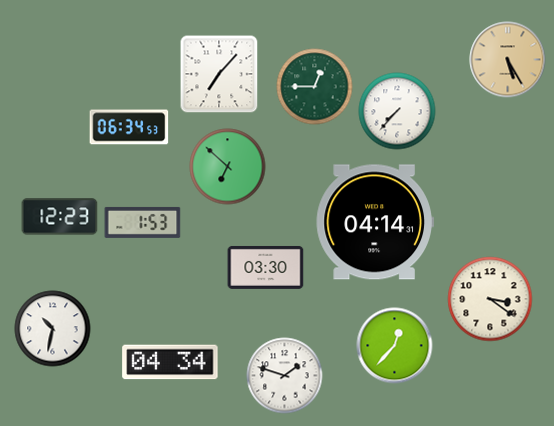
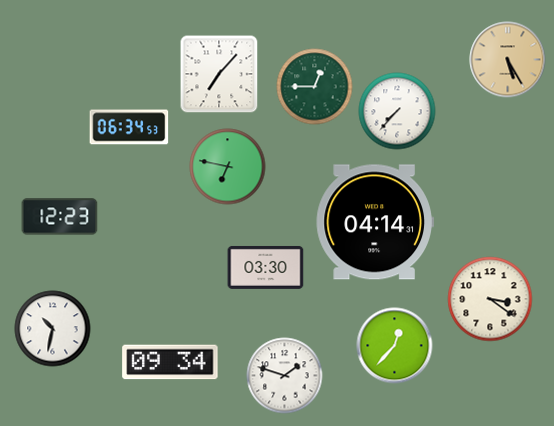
clock at (228, 167): 6:52 -> 6:47
clock at (143, 222): 1:53 -> none
clock at (170, 362): 04:34 -> 09:34
